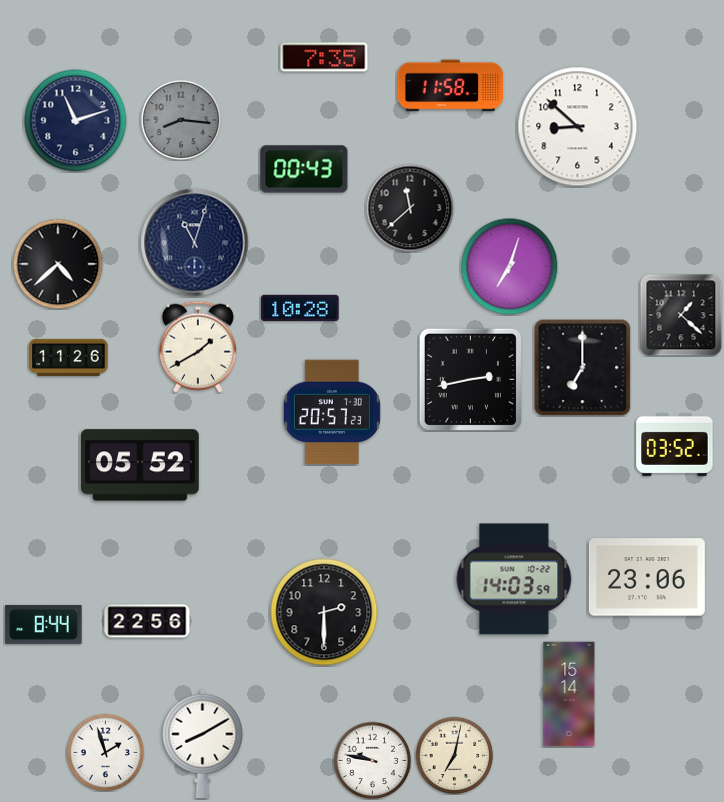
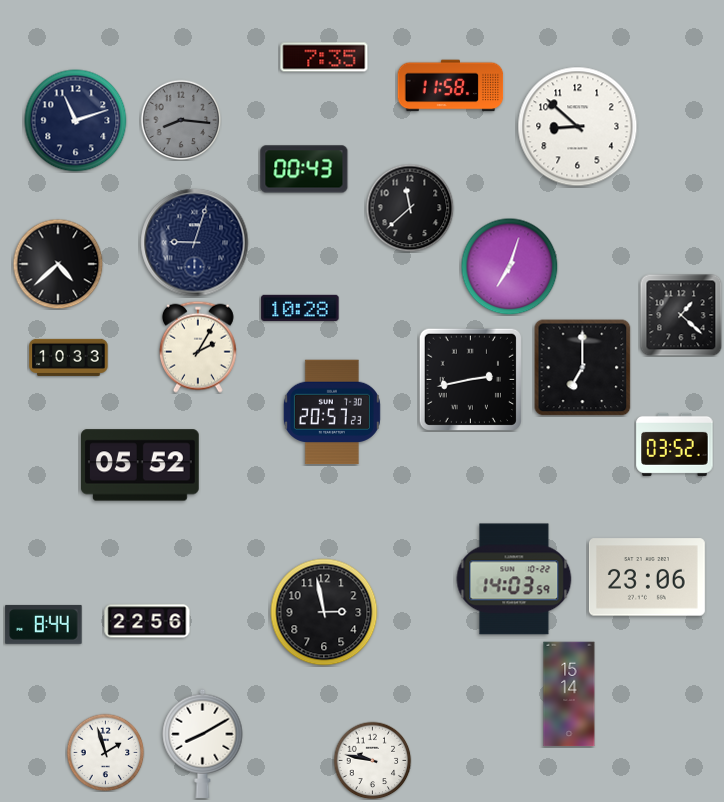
clock at (195, 243): 11:03 -> 9:03
clock at (198, 347): 1:40 -> 2:05
clock at (69, 357): 11:26 -> 10:33
clock at (324, 612): 2:30 -> 2:58
clock at (454, 755): 7:02 -> none
